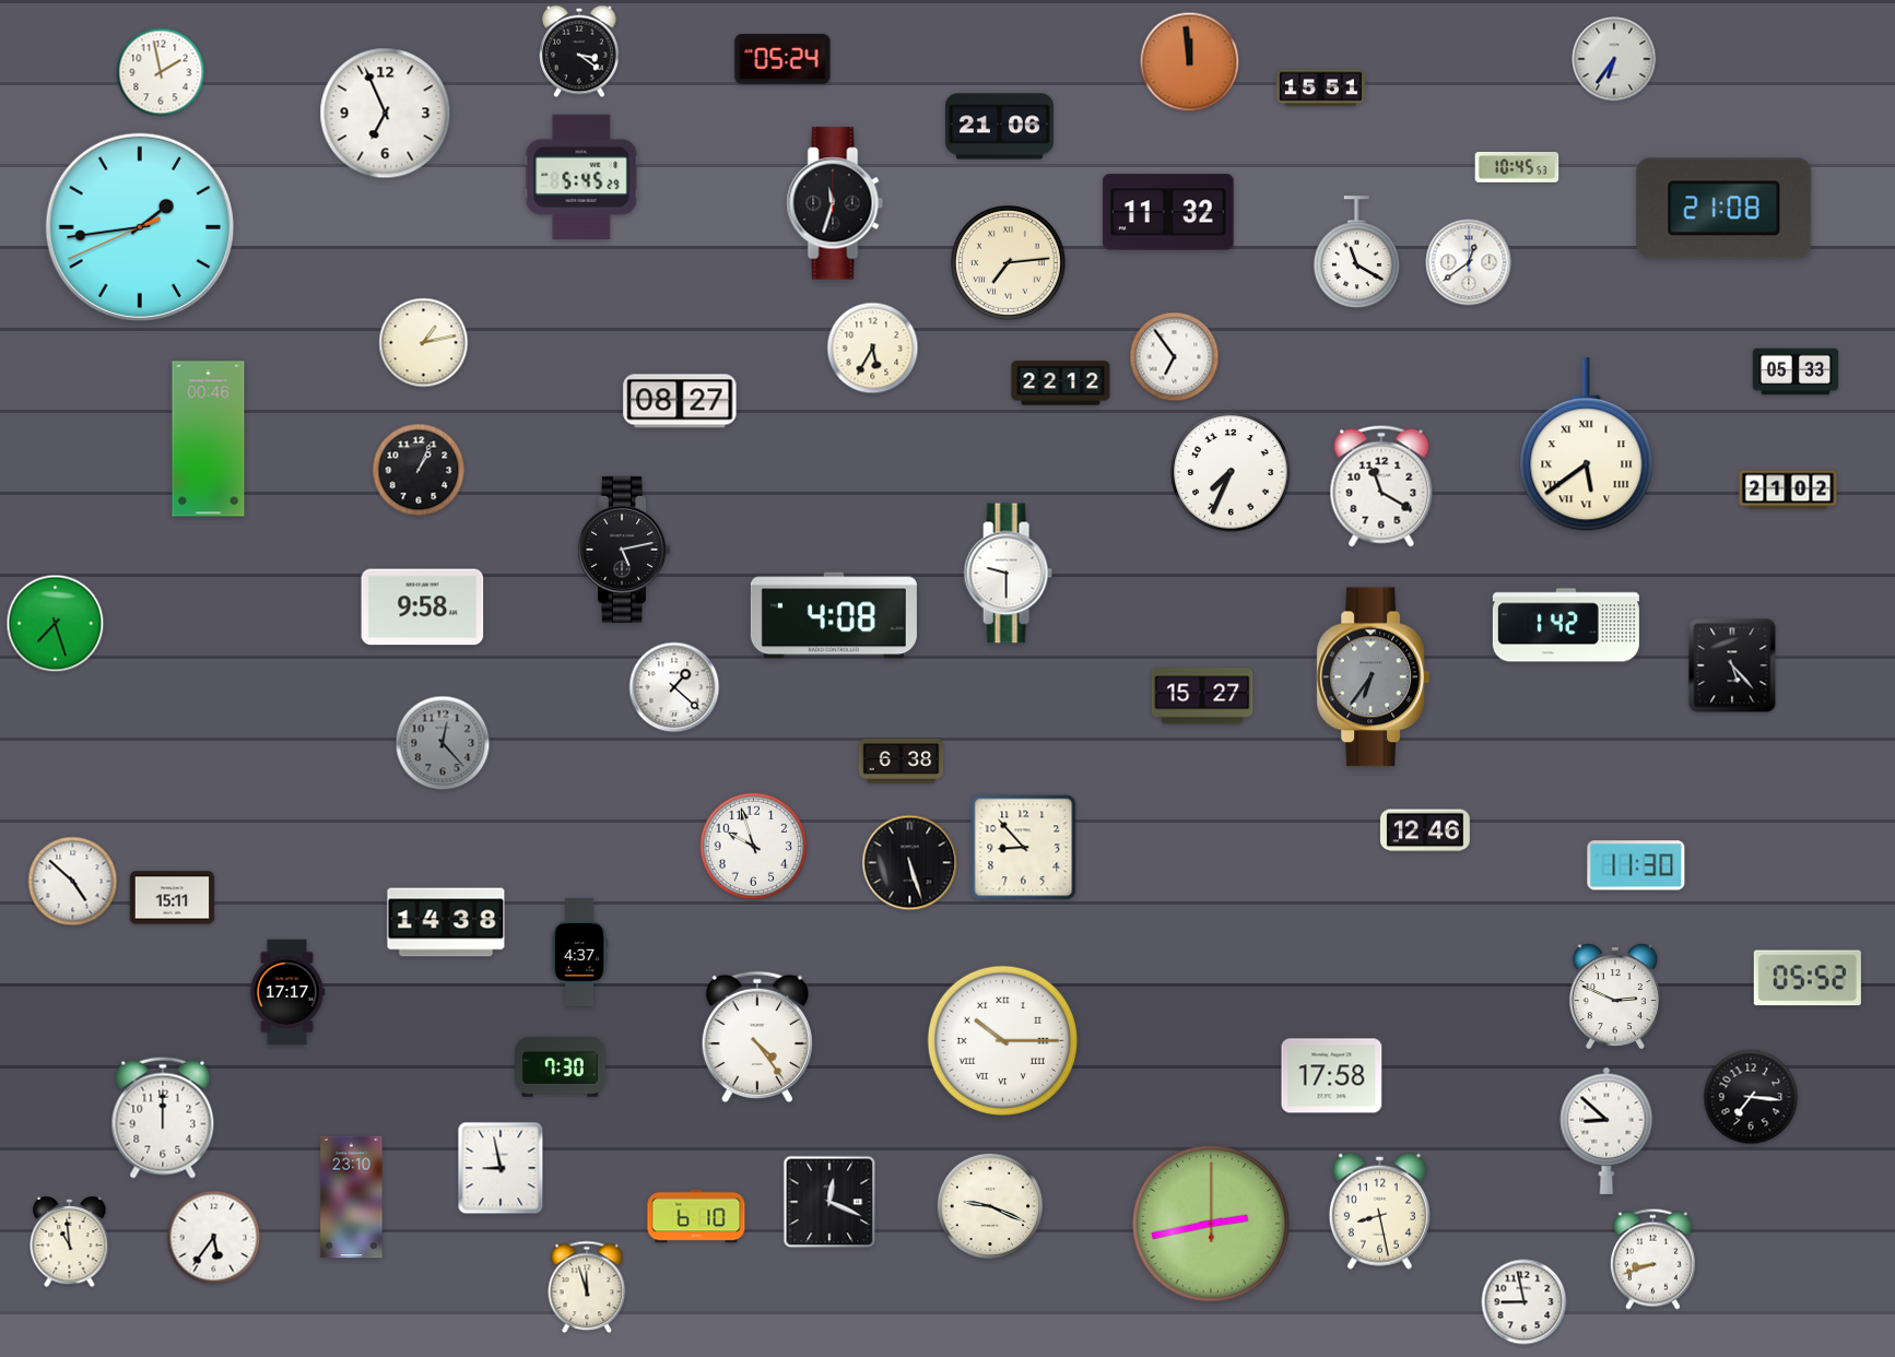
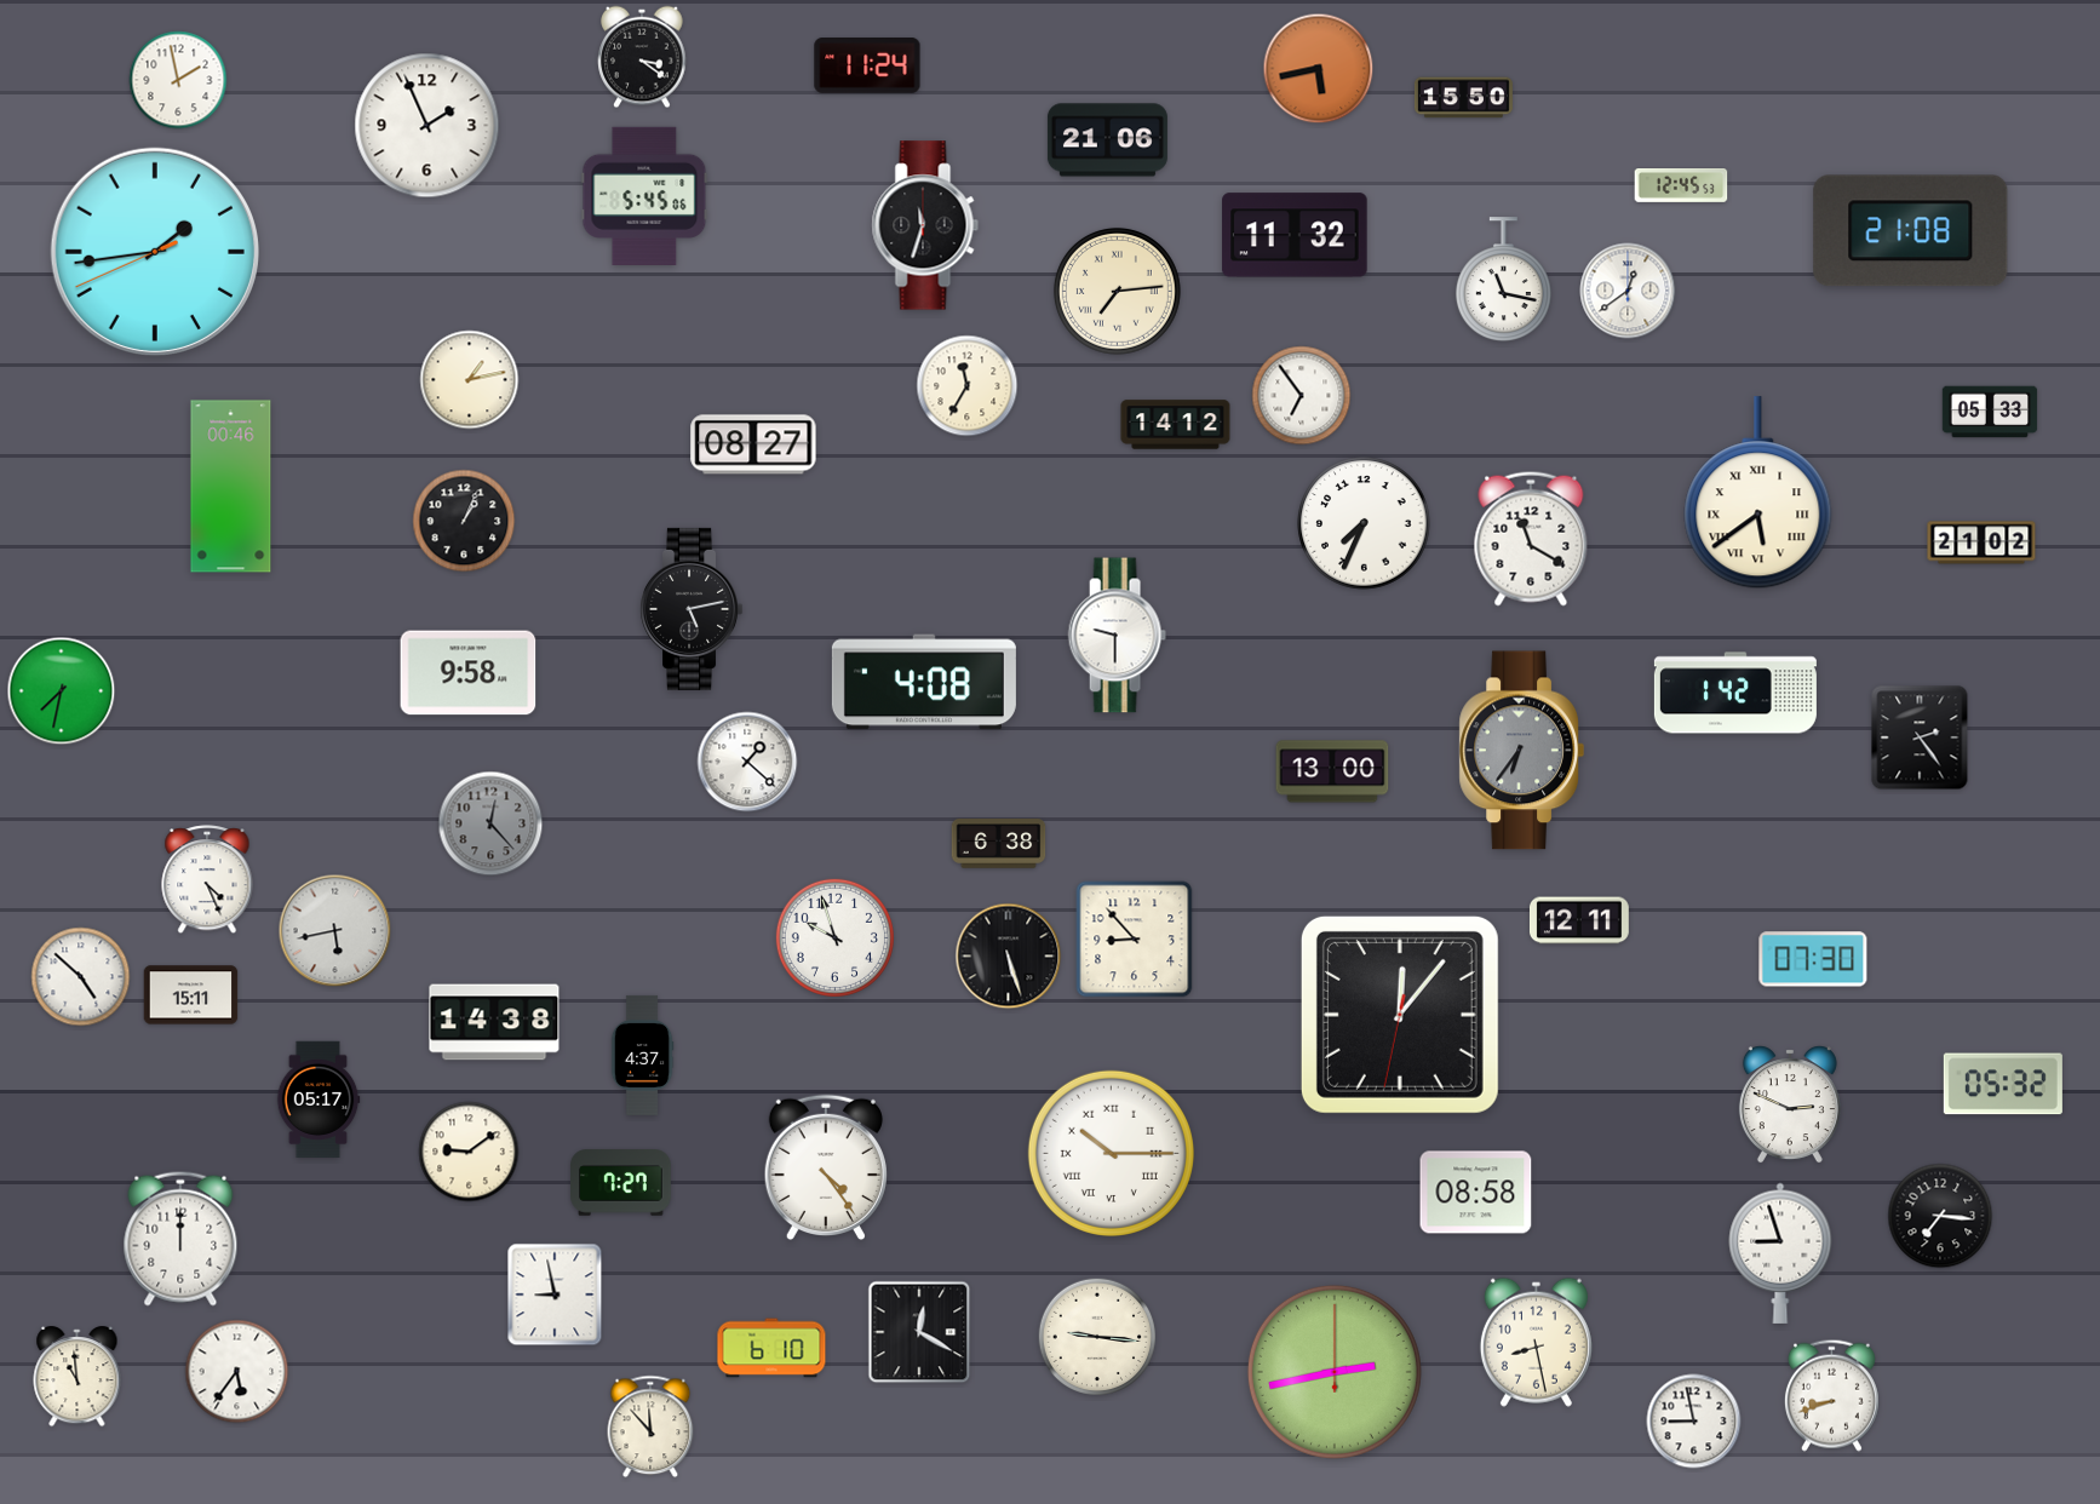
clock at (1614, 59): 6:36 -> none
clock at (782, 60): 05:24 -> 11:24
clock at (1190, 62): 11:59 -> 5:43
clock at (1320, 88): 15:51 -> 15:50
clock at (386, 114): 6:56 -> 1:56
clock at (1517, 168): 10:45 -> 12:45
clock at (581, 176): 5:45:29 -> 5:45:06
clock at (1356, 252): 11:20 -> 11:17
clock at (873, 349): 5:35 -> 11:35
clock at (1061, 383): 22:12 -> 14:12
clock at (56, 624): 7:27 -> 7:32
clock at (1732, 665): 5:23 -> 2:24
clock at (1202, 696): 15:27 -> 13:00
clock at (207, 880): none -> 4:26
clock at (1425, 830): 12:46 -> 12:11
clock at (335, 931): none -> 5:43
clock at (1636, 865): 11:30 -> 07:30
clock at (1400, 1015): none -> 12:06
clock at (1808, 978): 05:52 -> 05:32
clock at (287, 992): 17:17 -> 05:17
clock at (757, 1037) position: (757, 1037) -> (826, 1167)
clock at (469, 1152): none -> 9:09
clock at (561, 1067): 7:30 -> 7:27
clock at (1332, 1076): 17:58 -> 08:58
clock at (1606, 1131): 8:52 -> 8:57
clock at (352, 1197): 23:10 -> none
clock at (829, 1202): 12:19 -> 12:20
clock at (989, 1205): 9:19 -> 9:16
clock at (1379, 1211) position: (1379, 1211) -> (1536, 1342)
clock at (1211, 1224) position: (1211, 1224) -> (1335, 1372)
clock at (587, 1287): 11:57 -> 11:53
clock at (1525, 1302) position: (1525, 1302) -> (1694, 1422)
